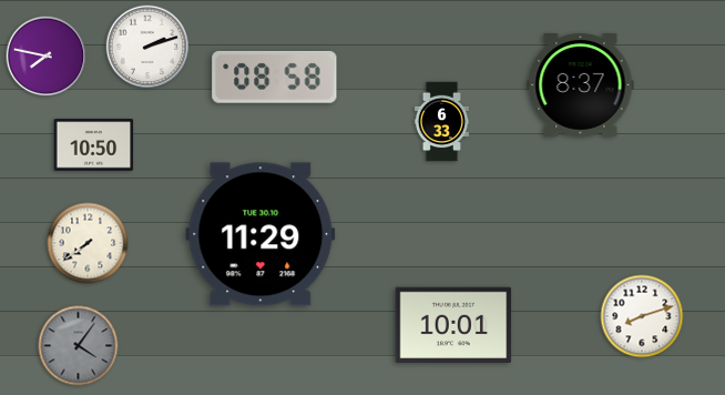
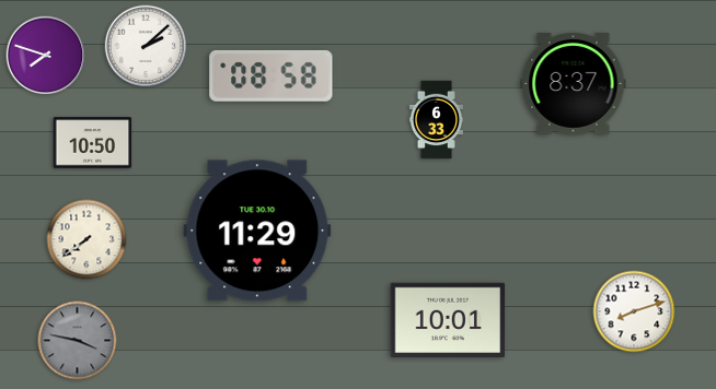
clock at (147, 47): 2:12 -> 2:08
clock at (47, 57): 7:47 -> 7:48
clock at (79, 346): 4:06 -> 3:47
